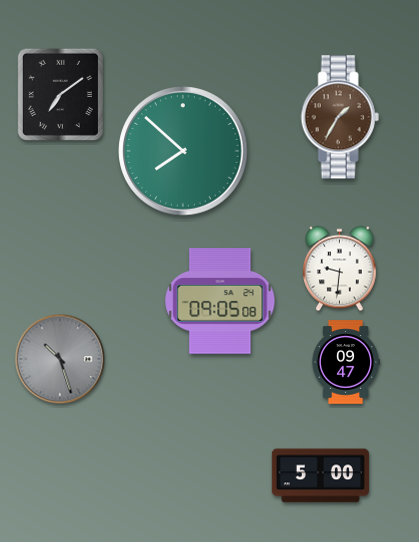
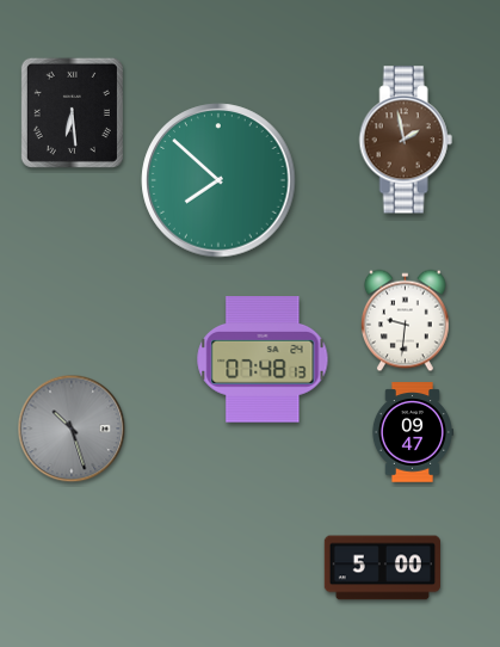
clock at (60, 94): 7:09 -> 6:29
clock at (340, 117): 1:35 -> 1:58
clock at (220, 302): 09:05 -> 07:48
